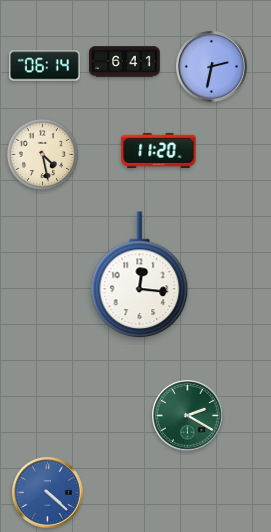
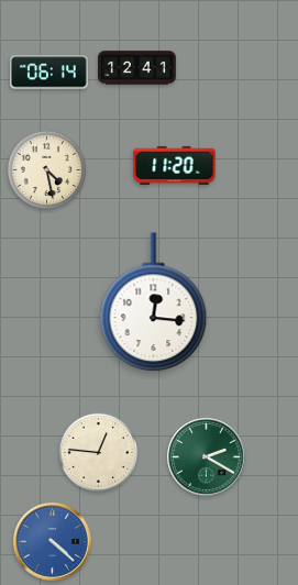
clock at (125, 62): 6:41 -> 12:41
clock at (212, 67): 2:32 -> none
clock at (99, 453): none -> 12:46
